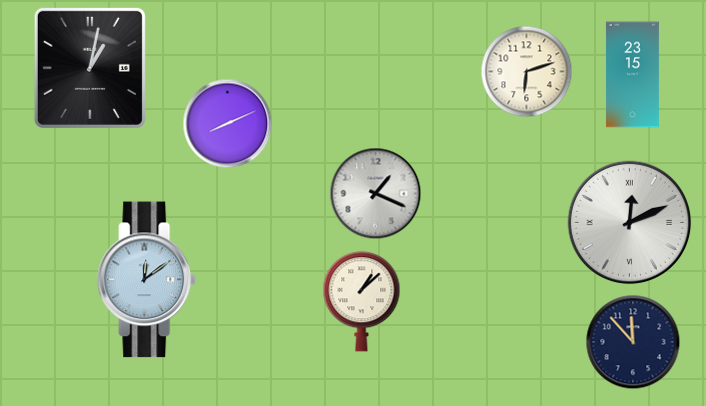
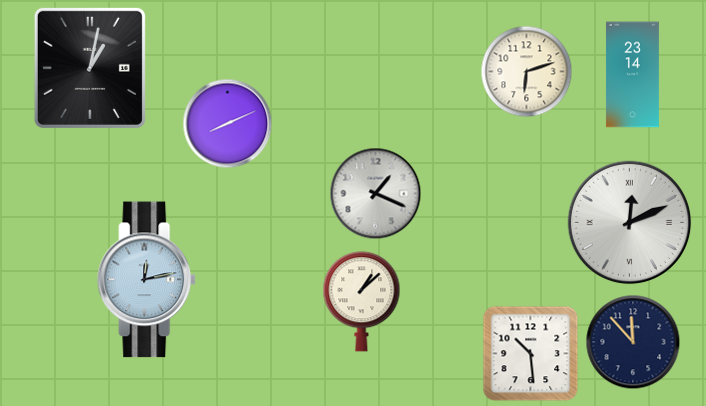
clock at (632, 75): 23:15 -> 23:14
clock at (147, 280): 12:09 -> 12:13
clock at (530, 353): none -> 10:29
